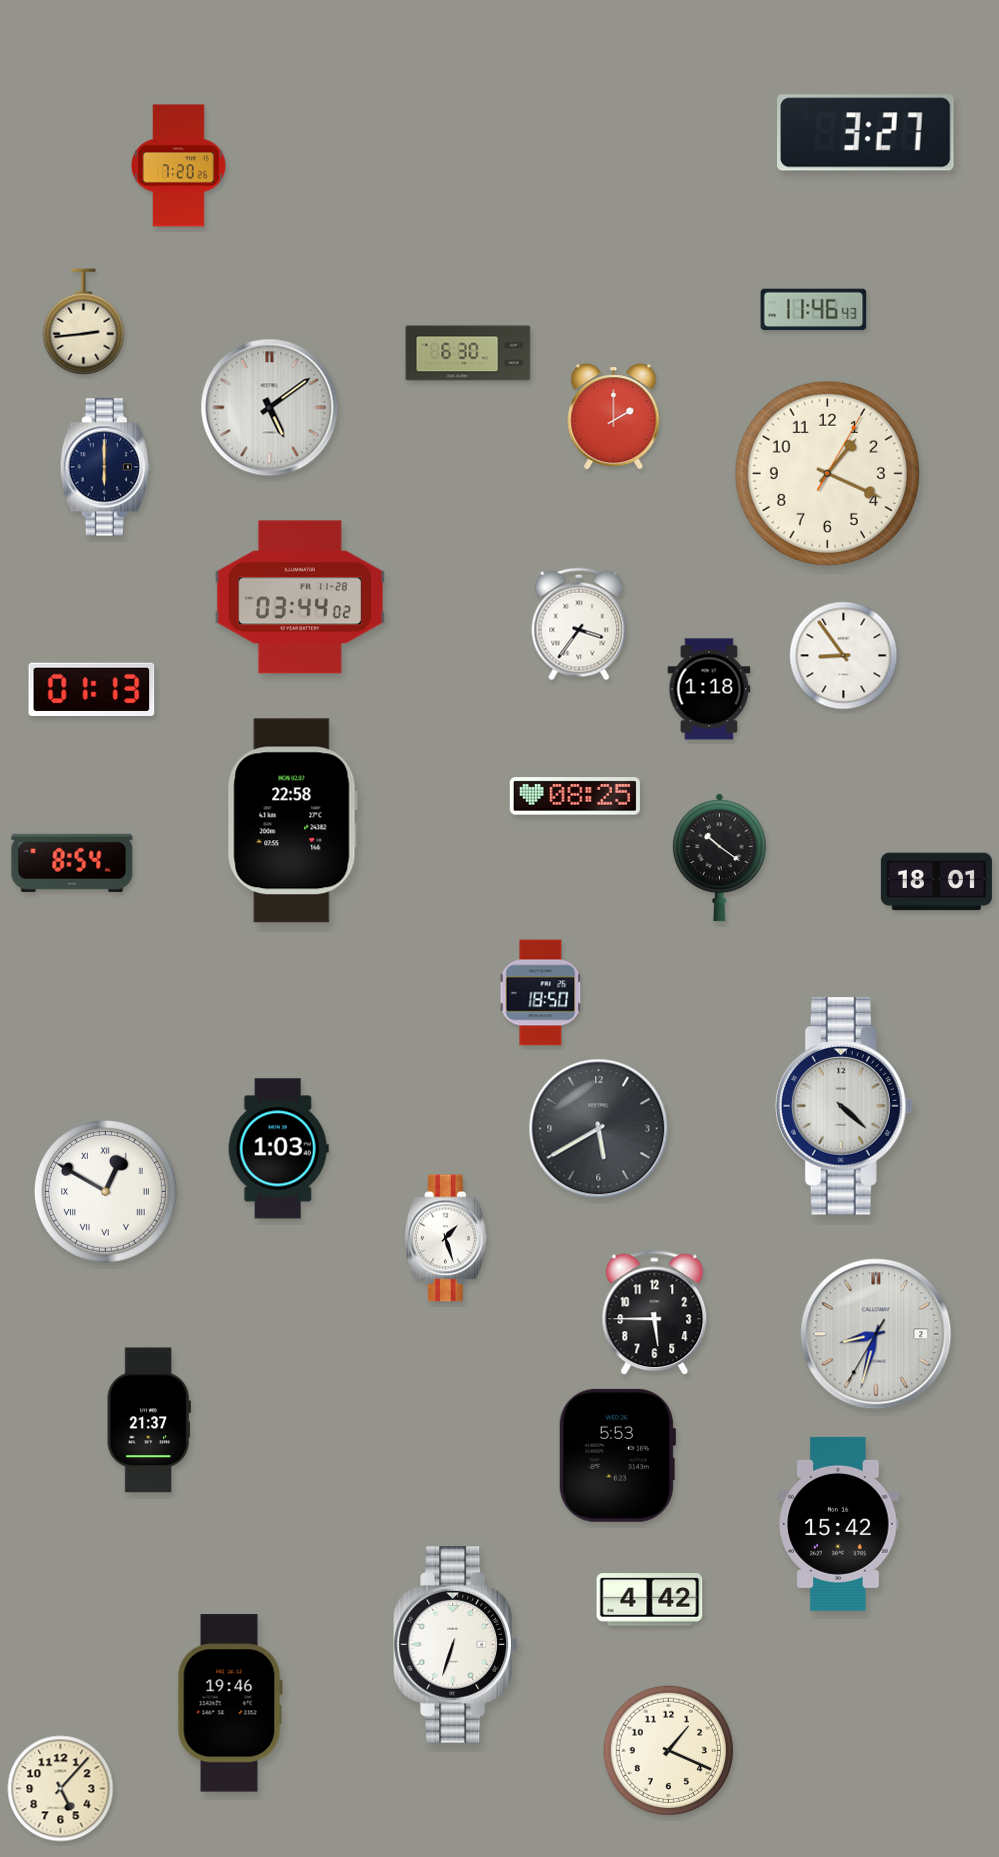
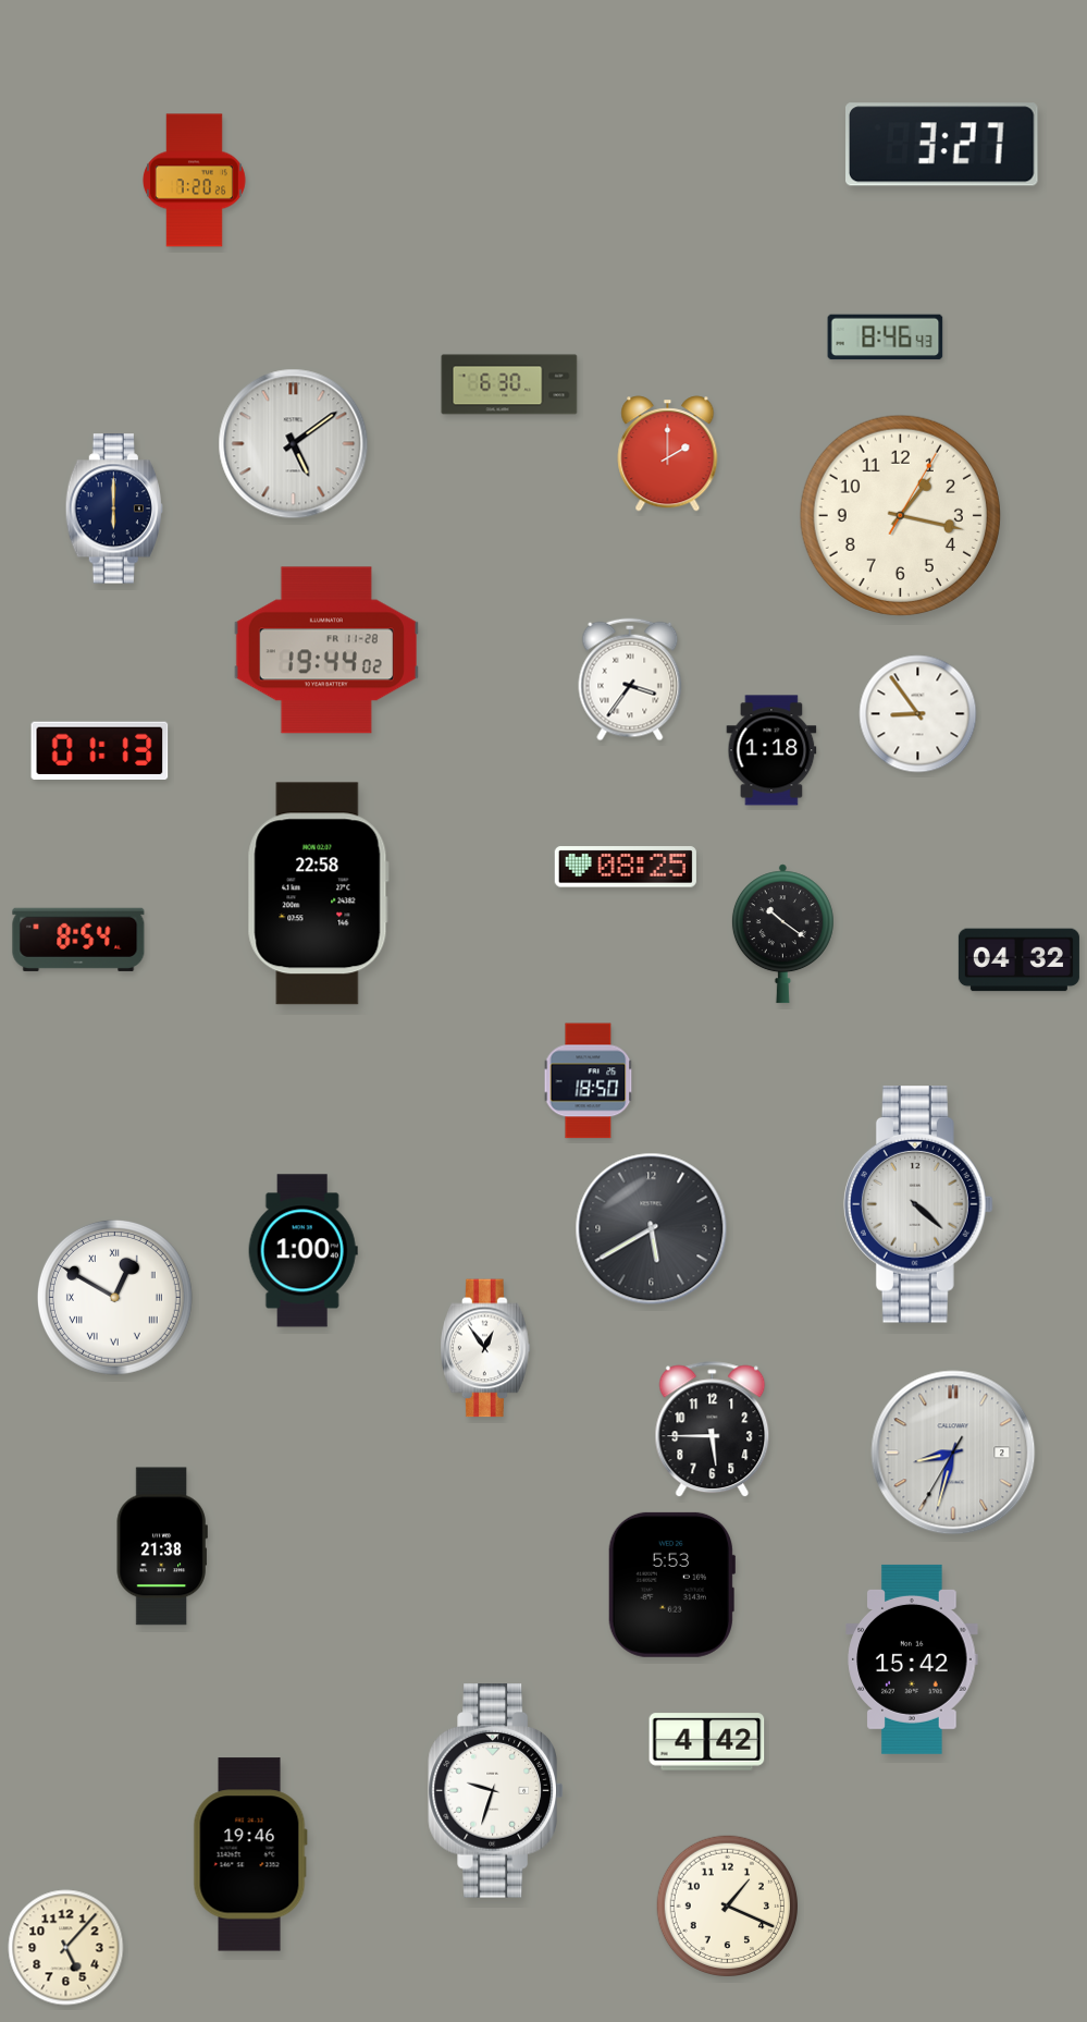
clock at (814, 310): 11:46 -> 8:46
clock at (84, 322): 2:44 -> none
clock at (827, 473): 1:19 -> 1:17
clock at (300, 597): 03:44 -> 19:44
clock at (936, 882): 18:01 -> 04:32
clock at (278, 1149): 1:03 -> 1:00
clock at (446, 1238): 1:27 -> 12:54
clock at (149, 1420): 21:37 -> 21:38
clock at (456, 1645): 6:33 -> 9:33
